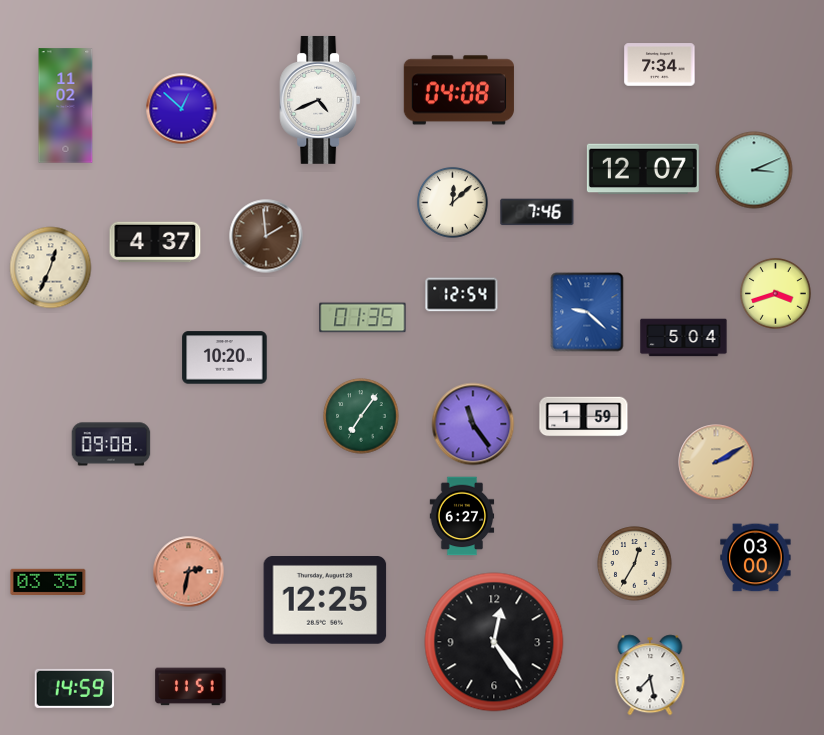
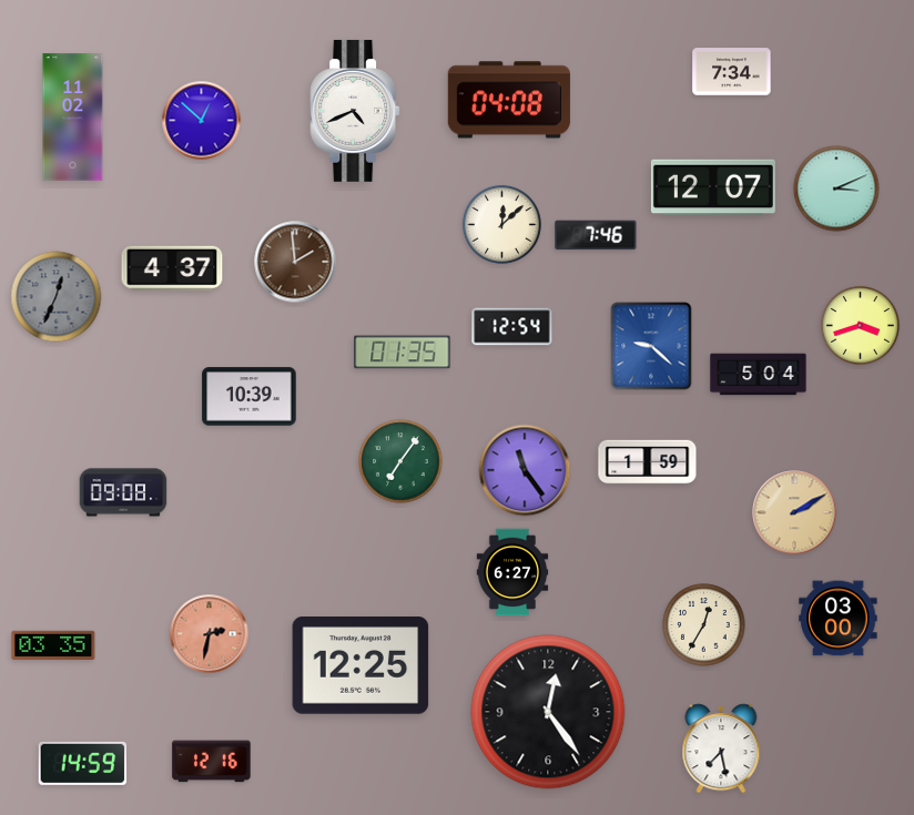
clock at (51, 268) dial: cream -> grey
clock at (225, 358): 10:20 -> 10:39
clock at (191, 687): 11:51 -> 12:16
